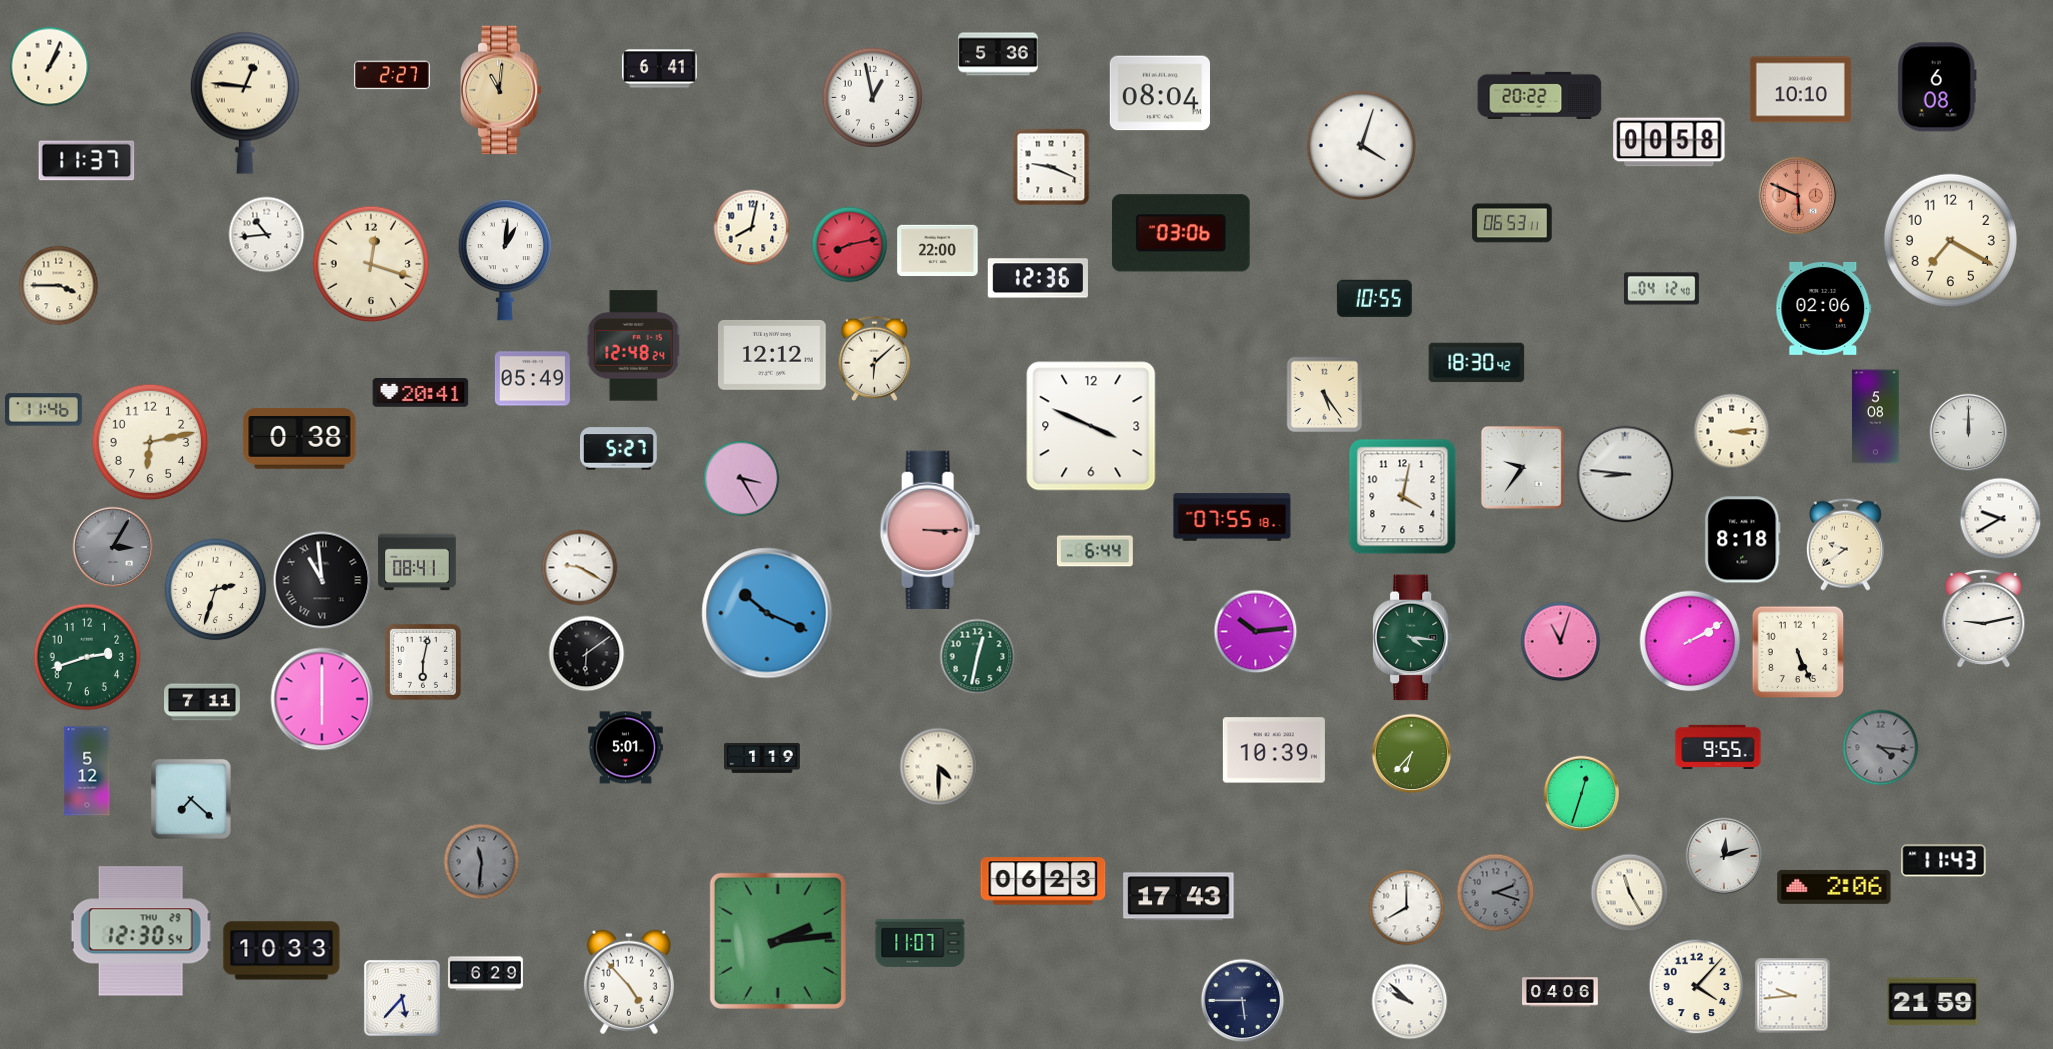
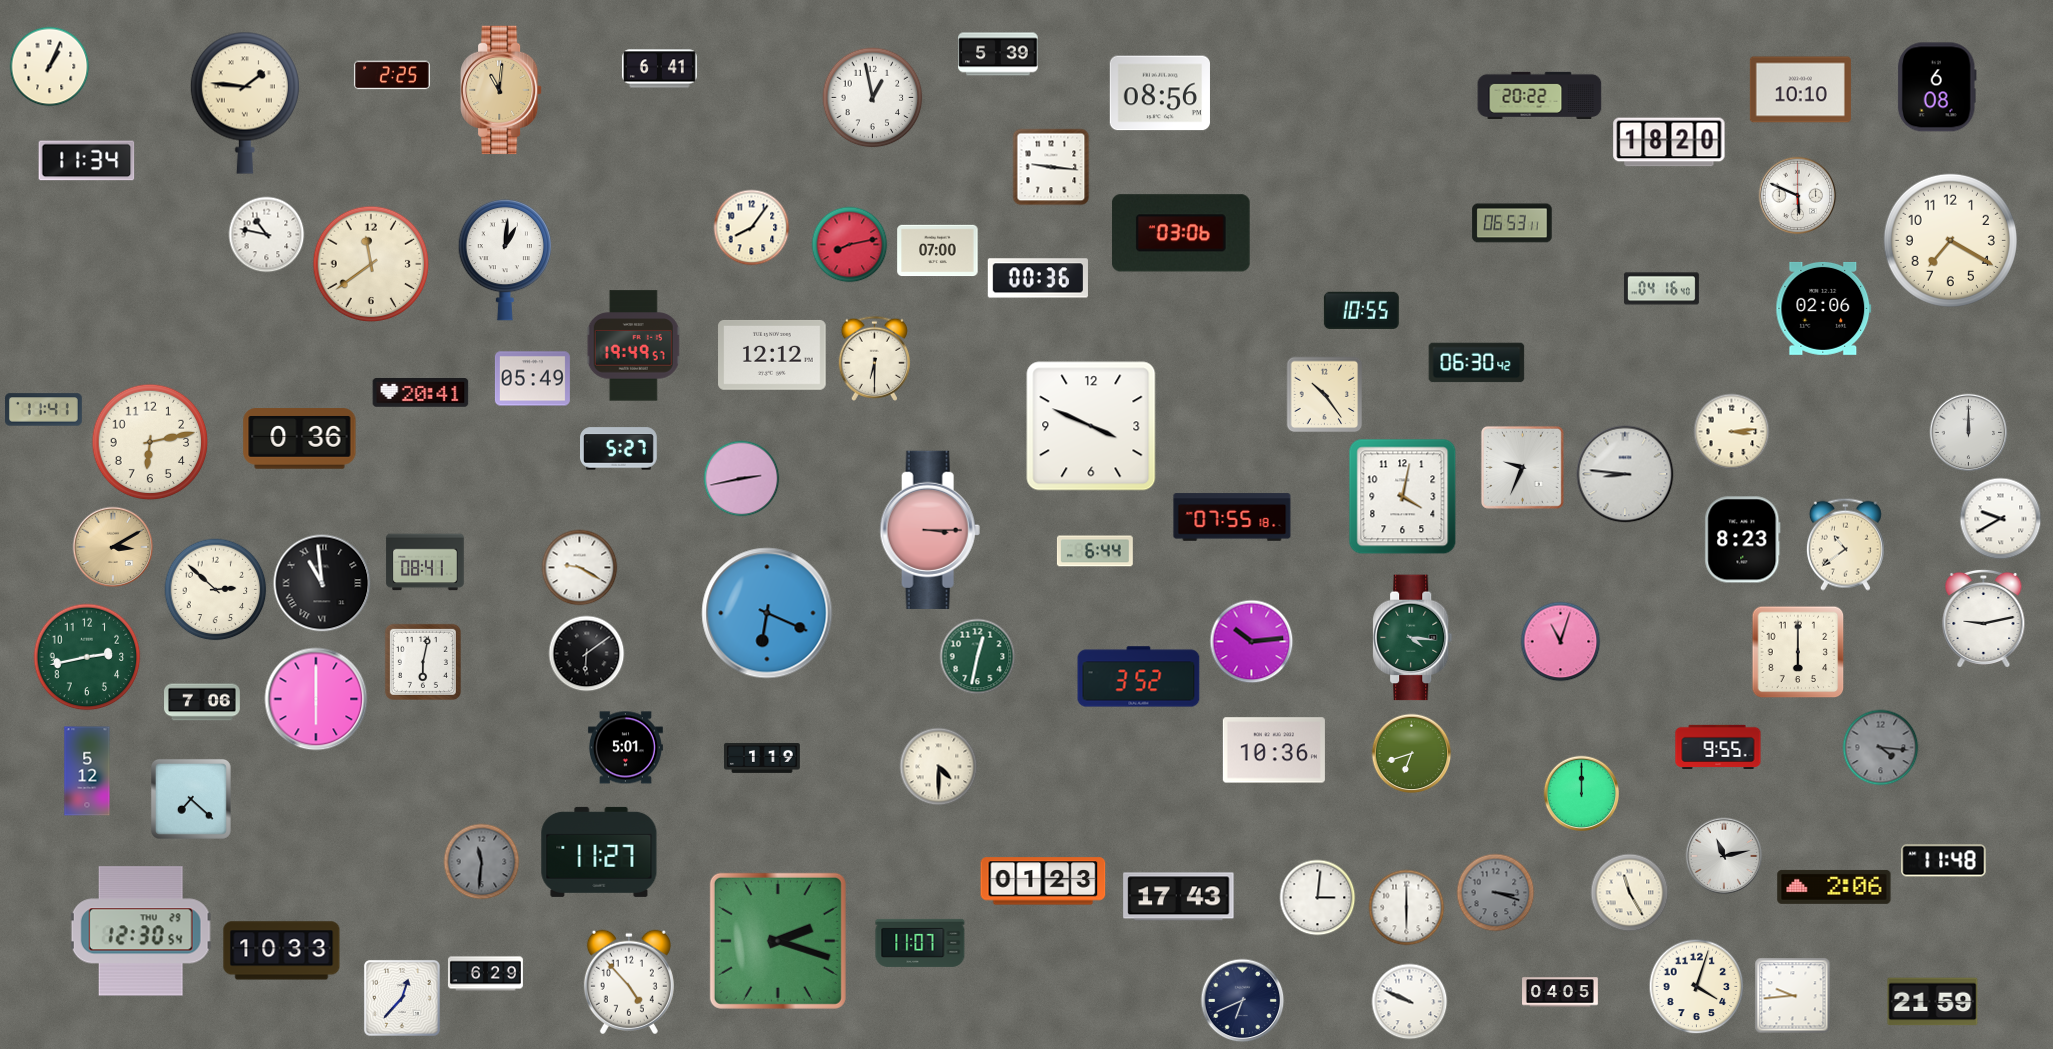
clock at (998, 54): 5:36 -> 5:39
clock at (392, 75): 2:27 -> 2:25
clock at (1159, 93): 08:04 -> 08:56
clock at (245, 103): 12:46 -> 1:46
clock at (1669, 142): 00:58 -> 18:20
clock at (1362, 146): 4:03 -> none
clock at (87, 161): 11:37 -> 11:34
clock at (1051, 167): 9:19 -> 9:16
clock at (1798, 196) dial: salmon -> white
clock at (752, 228): 8:02 -> 8:06
clock at (267, 235): 10:44 -> 10:47
clock at (938, 251): 22:00 -> 07:00
clock at (371, 264): 12:18 -> 11:39
clock at (1038, 278): 12:36 -> 00:36
clock at (59, 286): 3:45 -> none
clock at (1661, 289): 04:12 -> 04:16
clock at (1374, 298) position: (1374, 298) -> (1361, 310)
clock at (634, 346): 12:48 -> 19:49
clock at (874, 358): 6:08 -> 6:30
clock at (1477, 363): 18:30 -> 06:30
clock at (1325, 395): 5:24 -> 10:24
clock at (44, 410): 11:46 -> 11:41
clock at (1876, 417): 5:08 -> none
clock at (300, 439): 0:38 -> 0:36
clock at (1522, 467): 9:36 -> 9:34
clock at (742, 479): 3:25 -> 2:43
clock at (1743, 540): 8:18 -> 8:23
clock at (1845, 544): 9:39 -> 10:39
clock at (113, 547): 3:05 -> 3:10
clock at (113, 547) dial: grey -> champagne
clock at (417, 562) position: (417, 562) -> (425, 562)
clock at (322, 580) position: (322, 580) -> (322, 583)
clock at (216, 590): 2:33 -> 2:52
clock at (767, 613): 10:19 -> 6:19
clock at (1256, 632) position: (1256, 632) -> (1252, 642)
clock at (1690, 641): 2:10 -> none
clock at (1798, 652): 5:26 -> 6:00
clock at (87, 657): 2:42 -> 2:43
clock at (1139, 677): none -> 3:52
clock at (322, 699) position: (322, 699) -> (316, 699)
clock at (203, 702): 7:11 -> 7:06
clock at (1274, 750): 10:39 -> 10:36
clock at (1412, 754): 6:37 -> 6:42
clock at (1582, 794): 12:33 -> 12:00
clock at (599, 852): none -> 11:27
clock at (1724, 856): 12:12 -> 11:13
clock at (1944, 861): 11:43 -> 11:48
clock at (1043, 881): 06:23 -> 01:23
clock at (1496, 893): 2:18 -> 3:18
clock at (1318, 898): none -> 3:01
clock at (1407, 908): 8:00 -> 6:00
clock at (778, 941): 2:14 -> 2:18
clock at (1697, 987): 4:07 -> 4:03
clock at (1561, 992): 04:06 -> 04:05
clock at (402, 998): 5:37 -> 12:37
clock at (1243, 1001): 5:45 -> 6:41
clock at (1410, 1002): 9:52 -> 9:49
